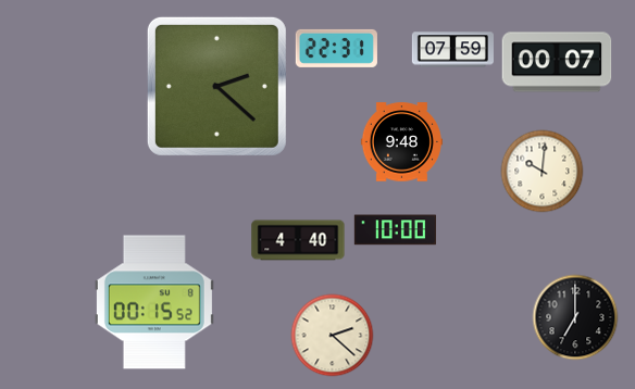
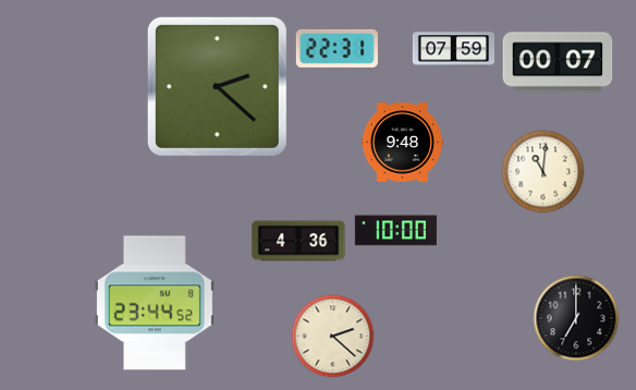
clock at (543, 172): 10:01 -> 11:01
clock at (298, 240): 4:40 -> 4:36
clock at (154, 302): 00:15 -> 23:44
